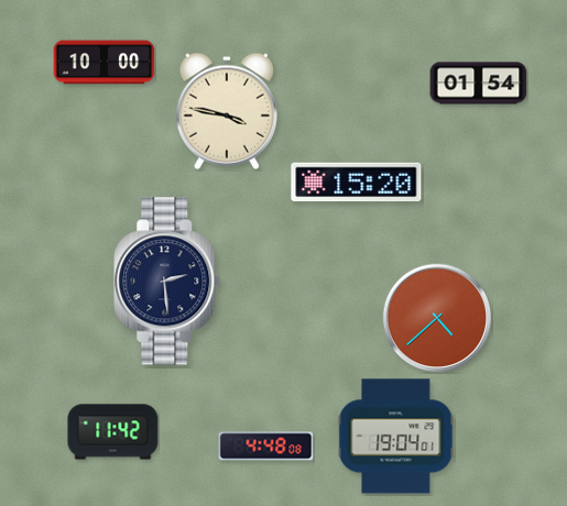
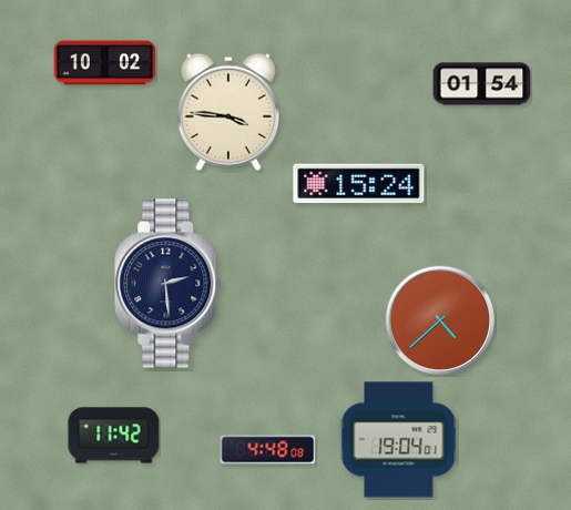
clock at (105, 63): 10:00 -> 10:02
clock at (226, 111): 3:47 -> 3:46
clock at (357, 183): 15:20 -> 15:24
